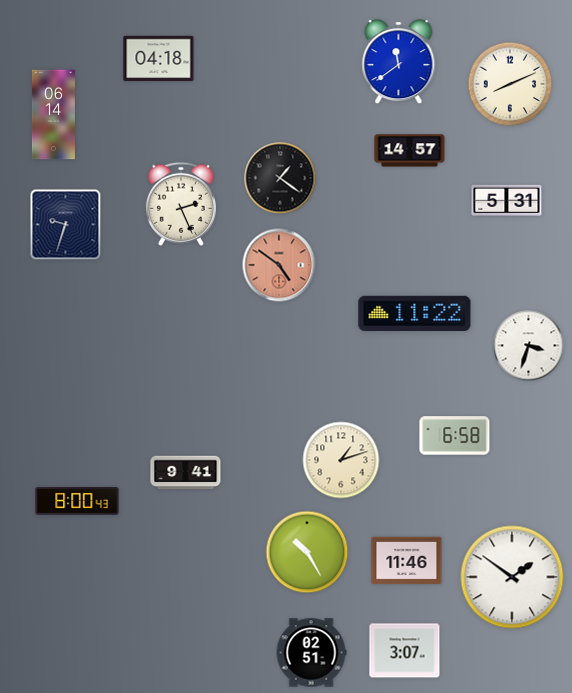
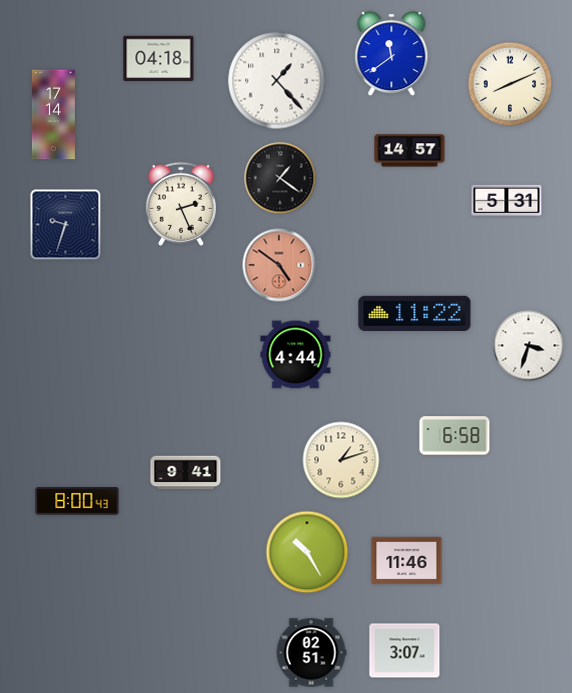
clock at (399, 63) position: (399, 63) -> (392, 55)
clock at (277, 81): none -> 1:23
clock at (53, 115): 06:14 -> 17:14
clock at (296, 355): none -> 4:44
clock at (512, 577): 1:51 -> none
